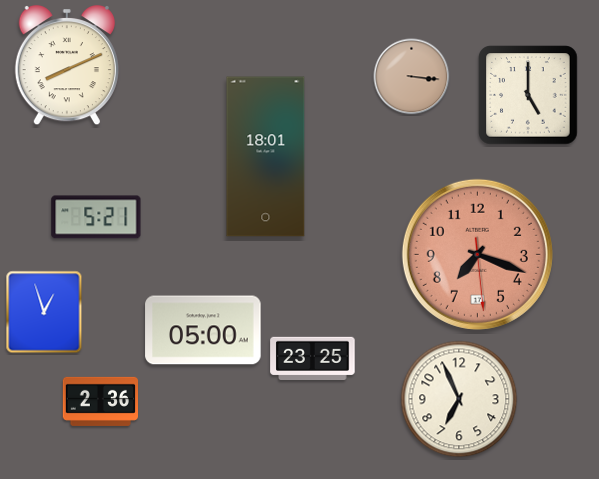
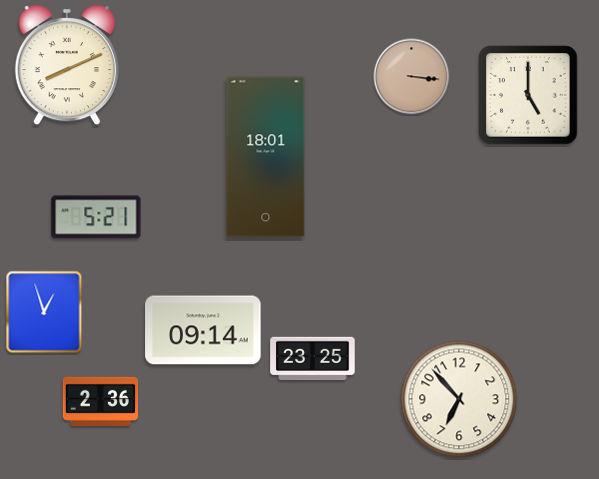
clock at (477, 254): 7:18 -> none
clock at (203, 330): 05:00 -> 09:14
clock at (459, 399): 6:56 -> 6:53
